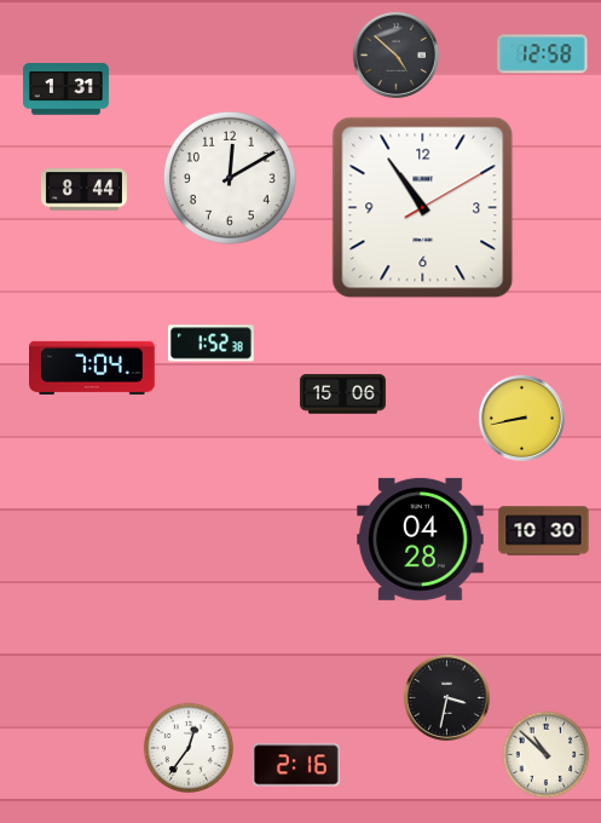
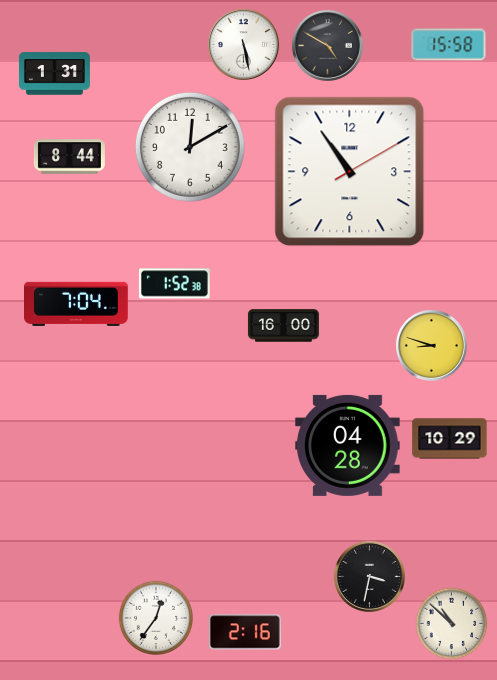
clock at (243, 44): none -> 5:28
clock at (395, 54): 4:52 -> 4:50
clock at (543, 54): 12:58 -> 15:58
clock at (342, 395): 15:06 -> 16:00
clock at (521, 418): 8:43 -> 8:48
clock at (544, 531): 10:30 -> 10:29
